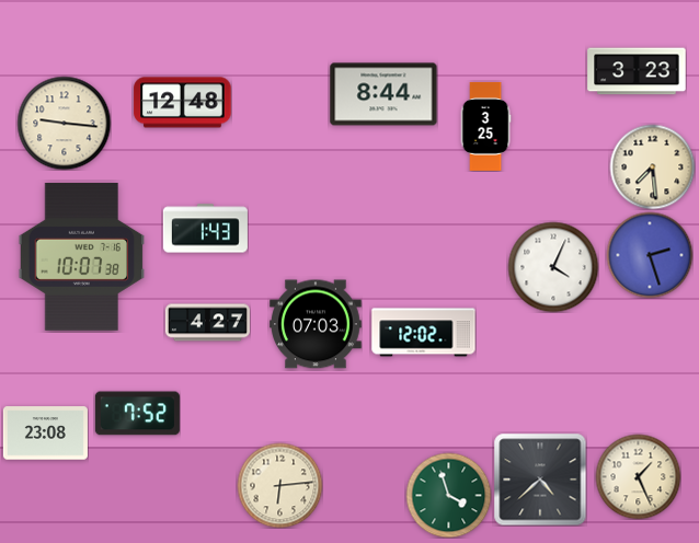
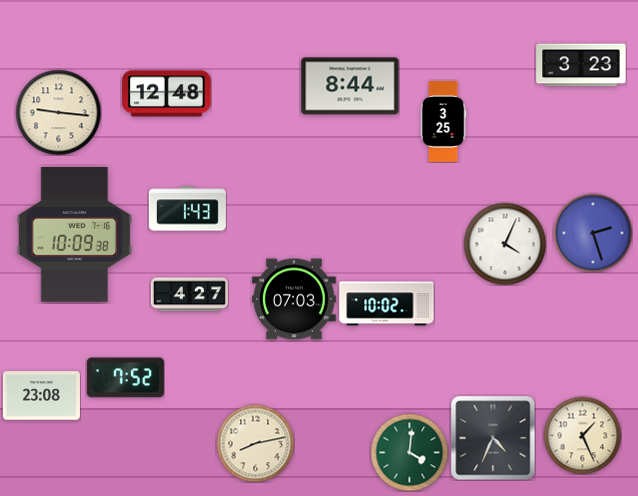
clock at (485, 126) position: (485, 126) -> (443, 121)
clock at (652, 166): 7:29 -> none
clock at (82, 256): 10:07 -> 10:09
clock at (316, 324) position: (316, 324) -> (294, 299)
clock at (424, 333): 12:02 -> 10:02
clock at (540, 480): 4:38 -> 4:34
clock at (279, 485): 6:14 -> 8:13
clock at (448, 495): 3:57 -> 4:01
